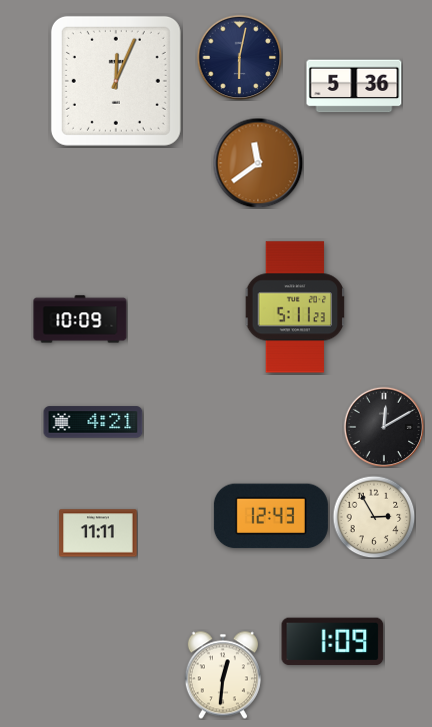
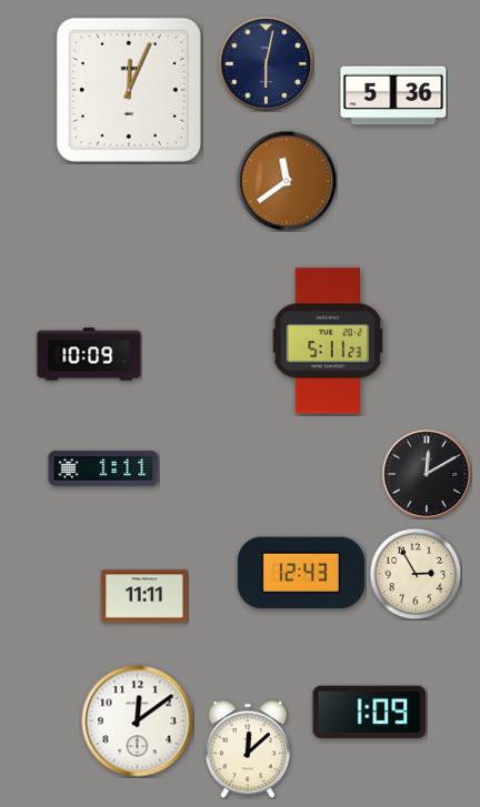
clock at (93, 422): 4:21 -> 1:11
clock at (98, 533) position: (98, 533) -> (144, 596)
clock at (138, 722): none -> 12:09
clock at (223, 675): 12:31 -> 12:08
